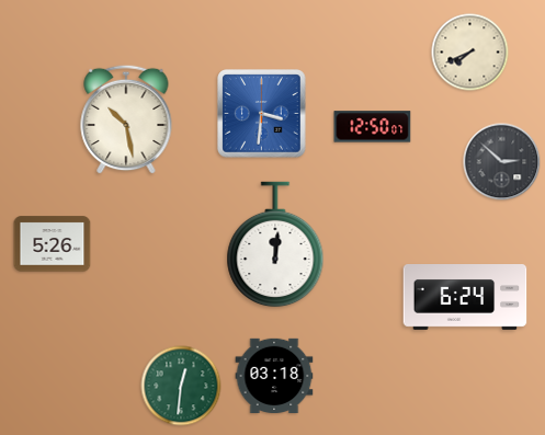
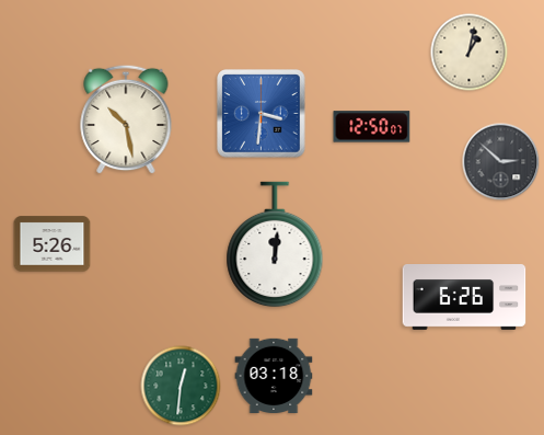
clock at (470, 53): 7:41 -> 1:02
clock at (465, 298): 6:24 -> 6:26
